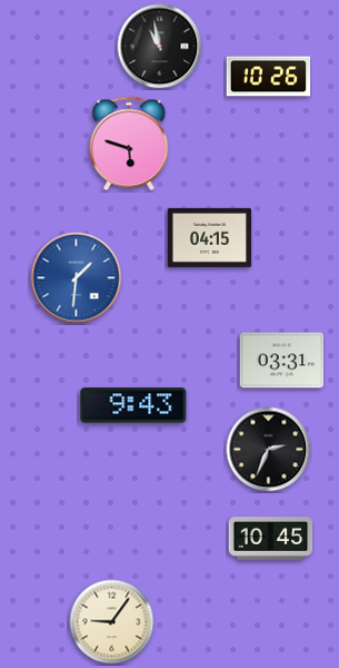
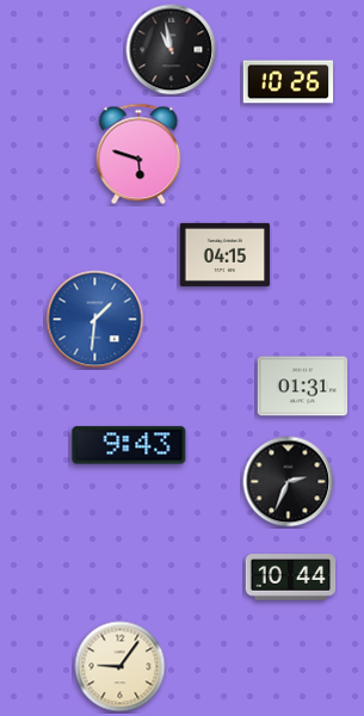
clock at (77, 278) position: (77, 278) -> (95, 320)
clock at (282, 361): 03:31 -> 01:31
clock at (133, 405) position: (133, 405) -> (129, 445)
clock at (271, 539): 10:45 -> 10:44
